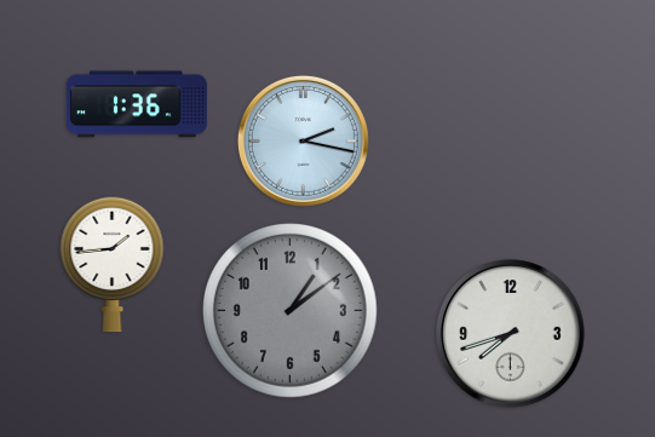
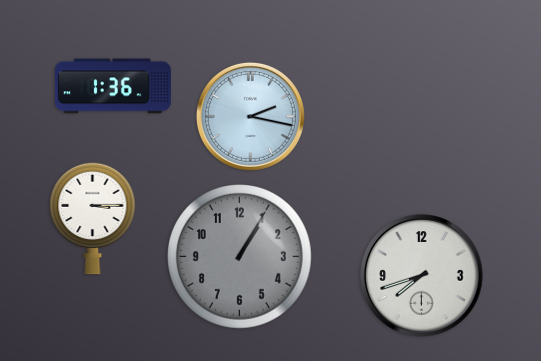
clock at (113, 264): 1:44 -> 3:15
clock at (291, 311): 1:09 -> 1:05
